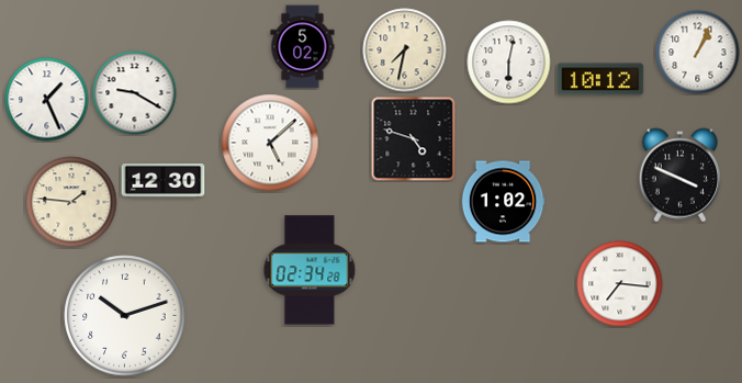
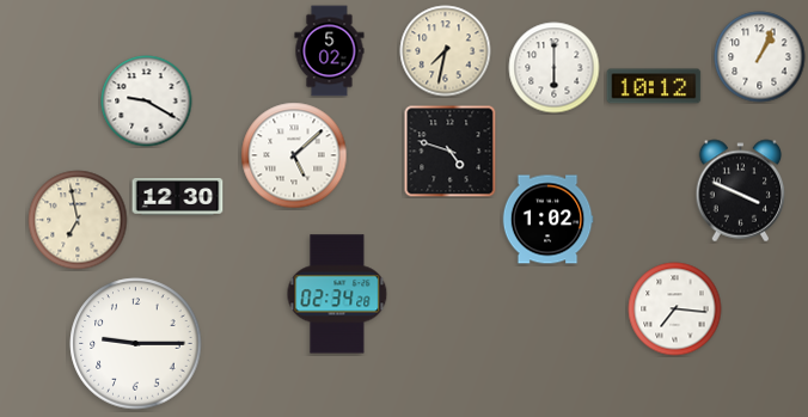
clock at (405, 50) position: (405, 50) -> (446, 51)
clock at (509, 63): 6:02 -> 6:00
clock at (47, 100): 1:26 -> none
clock at (71, 202): 1:46 -> 6:58
clock at (125, 316): 10:12 -> 9:15
